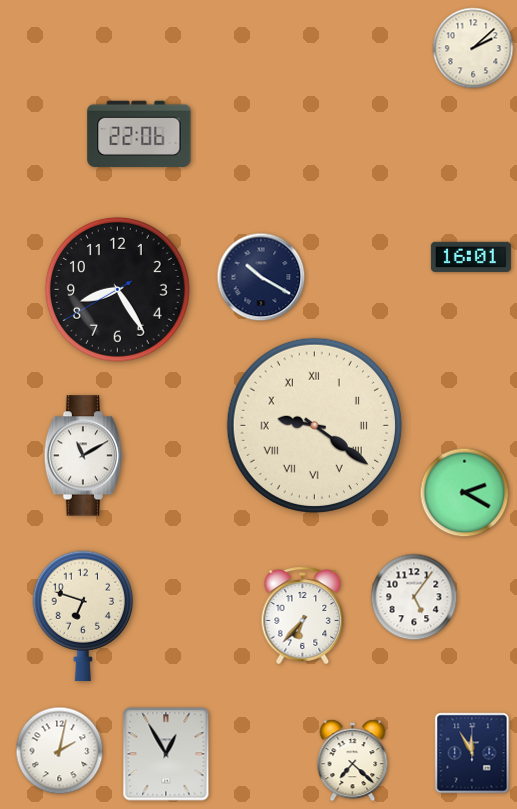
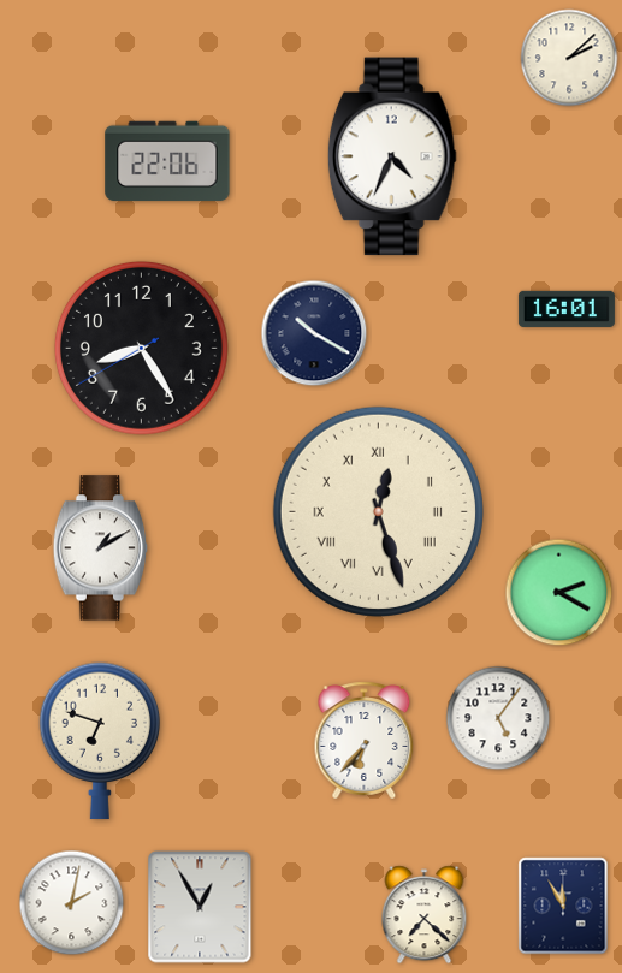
clock at (392, 156): none -> 4:34
clock at (314, 425): 9:21 -> 12:27
clock at (84, 456): 11:10 -> 1:10
clock at (472, 753) position: (472, 753) -> (563, 906)
